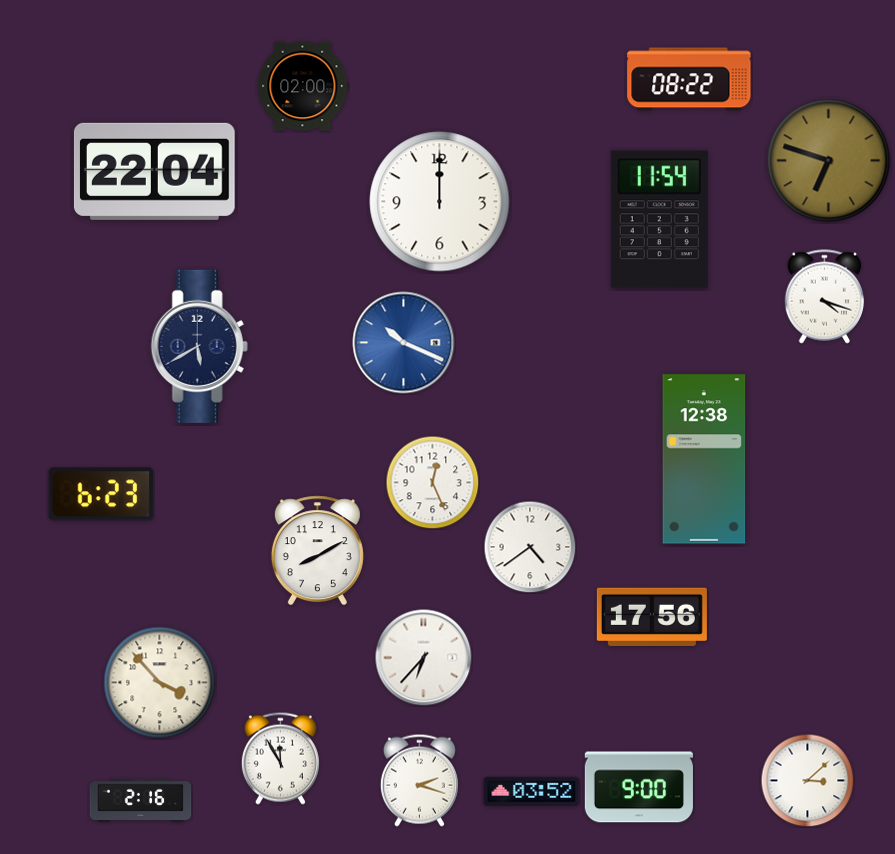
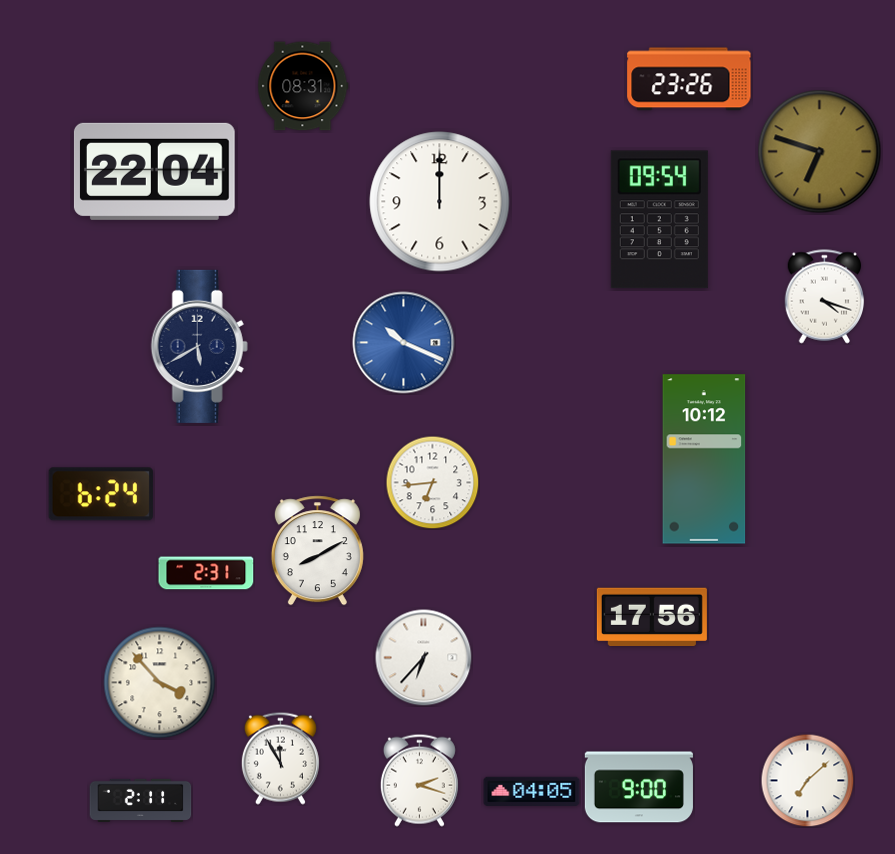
clock at (689, 79): 08:22 -> 23:26
clock at (303, 86): 02:00 -> 08:31
clock at (829, 161) position: (829, 161) -> (820, 152)
clock at (659, 220): 11:54 -> 09:54
clock at (704, 459): 12:38 -> 10:12
clock at (432, 482): 12:26 -> 6:44
clock at (101, 494): 6:23 -> 6:24
clock at (530, 547): 4:39 -> none
clock at (206, 573): none -> 2:31
clock at (807, 780): 3:08 -> 7:08
clock at (532, 791): 03:52 -> 04:05
clock at (141, 800): 2:16 -> 2:11
